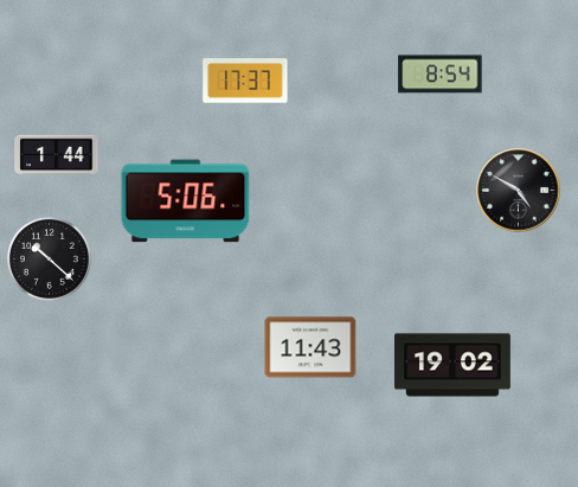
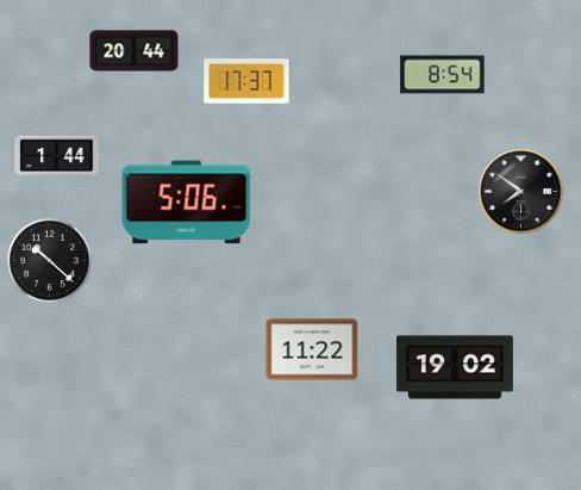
clock at (135, 51): none -> 20:44
clock at (519, 191): 4:50 -> 7:51
clock at (310, 347): 11:43 -> 11:22
